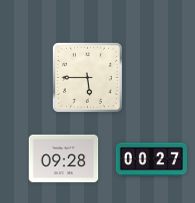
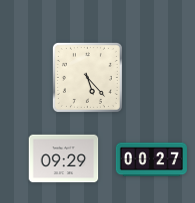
clock at (87, 77): 5:45 -> 5:23
clock at (64, 159): 09:28 -> 09:29
